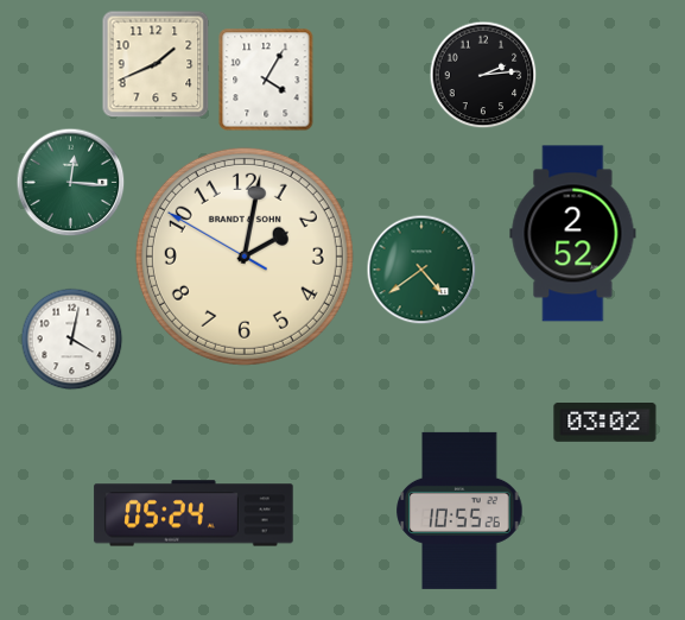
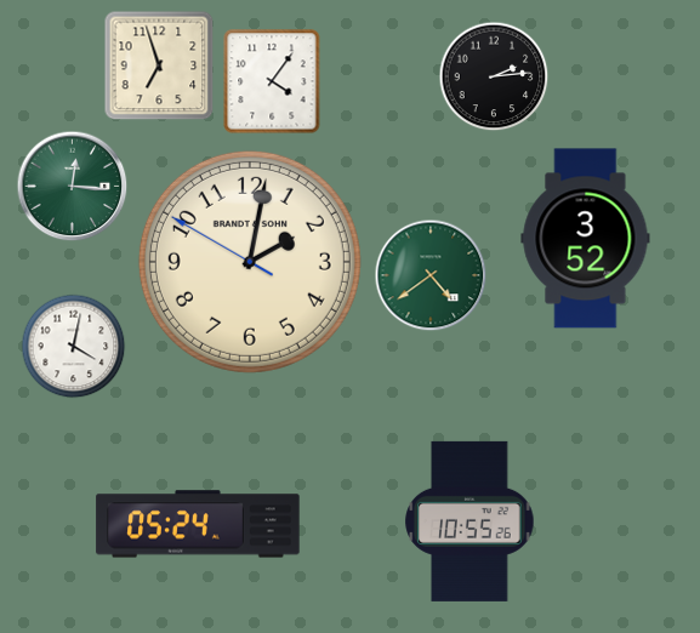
clock at (156, 64): 1:41 -> 6:57
clock at (266, 80): 4:05 -> 4:06
clock at (573, 234): 2:52 -> 3:52
clock at (605, 423): 03:02 -> none
